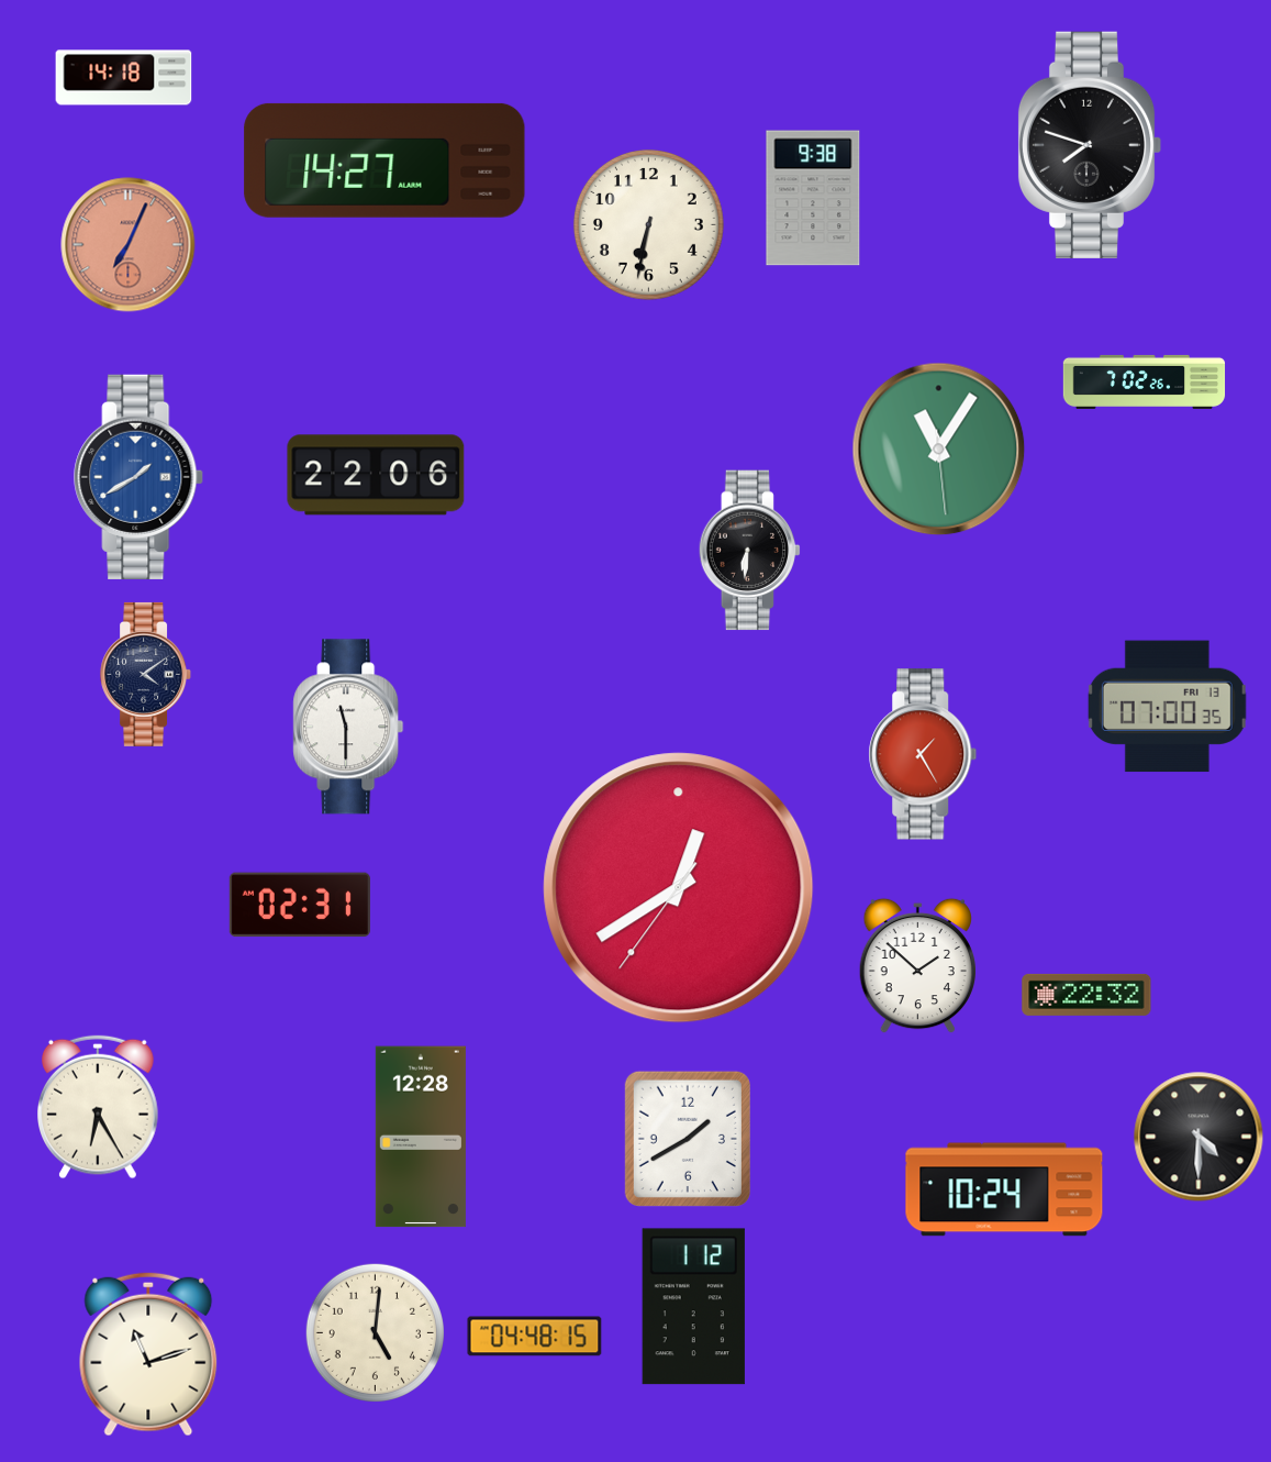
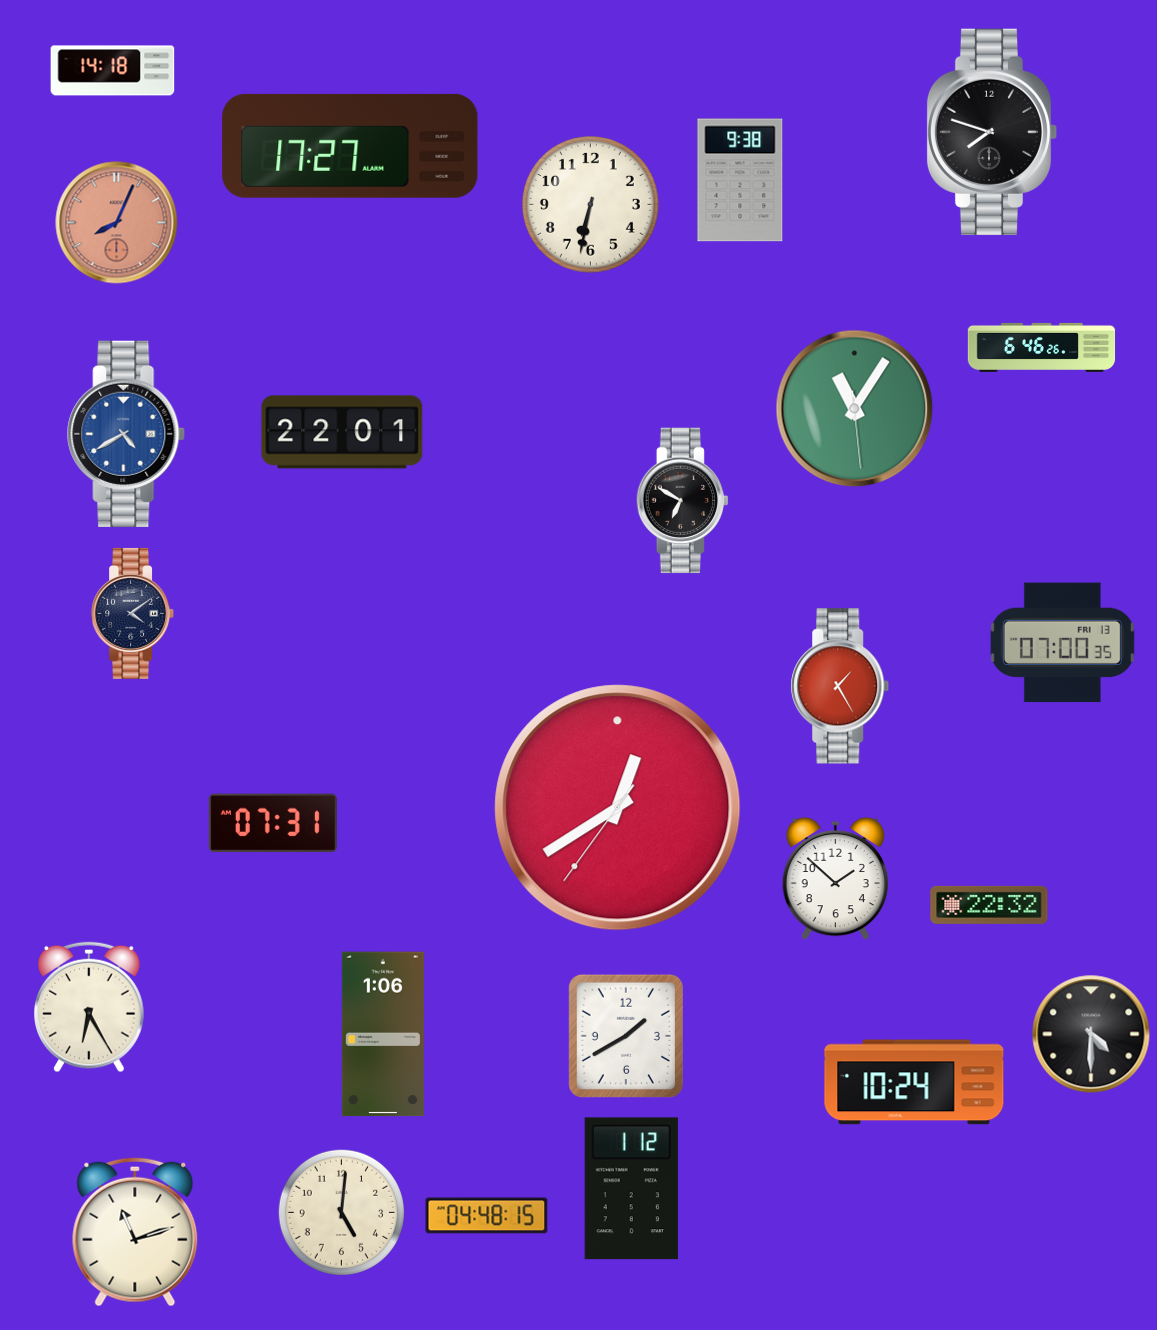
clock at (384, 160): 14:27 -> 17:27
clock at (129, 245): 7:04 -> 8:04
clock at (1145, 381): 7:02 -> 6:46
clock at (376, 475): 22:06 -> 22:01
clock at (140, 477): 1:40 -> 4:40
clock at (749, 551): 6:31 -> 6:50
clock at (348, 727): 11:30 -> none
clock at (300, 905): 02:31 -> 07:31
clock at (421, 1137): 12:28 -> 1:06
